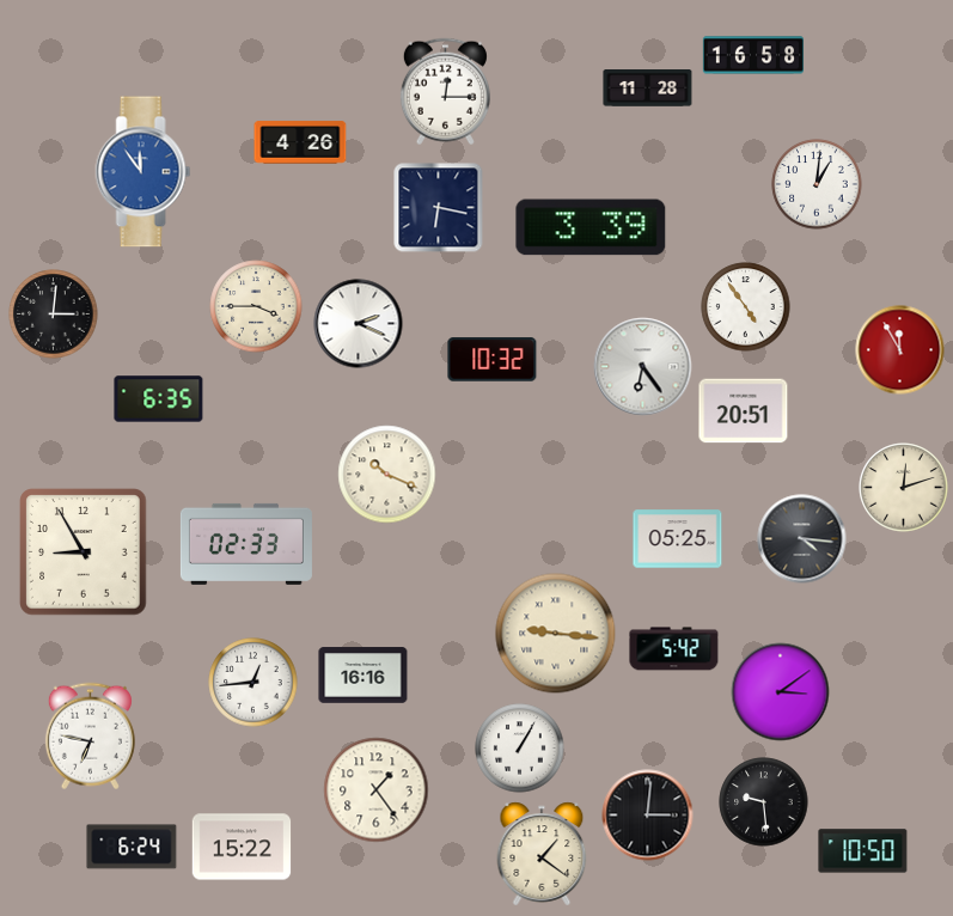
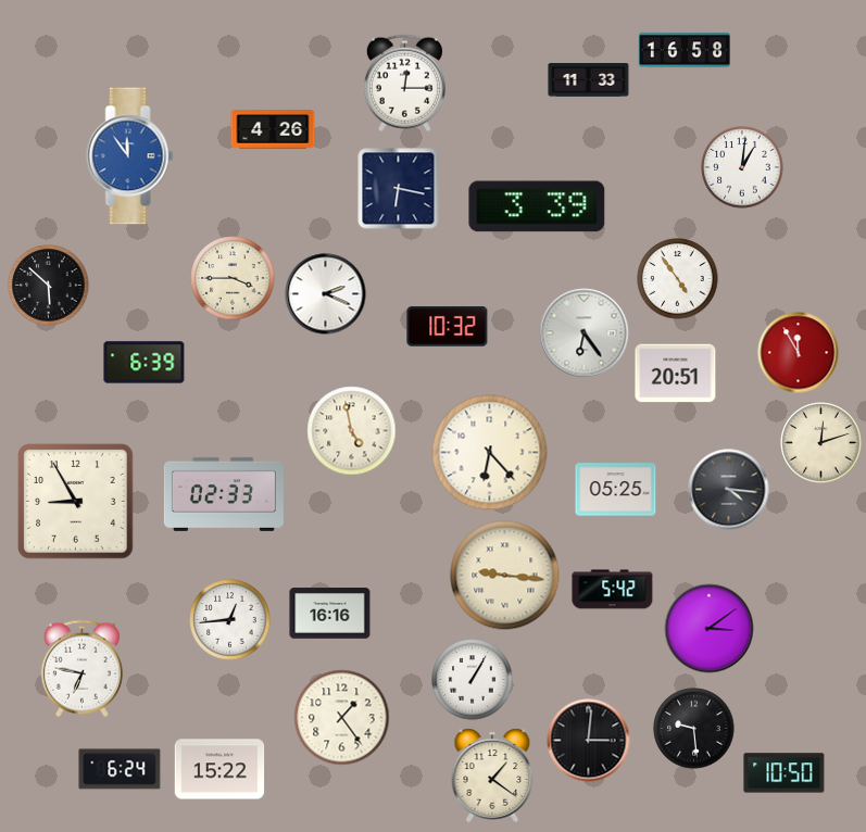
clock at (648, 88): 11:28 -> 11:33
clock at (54, 315): 3:01 -> 5:52
clock at (900, 350) position: (900, 350) -> (799, 353)
clock at (159, 399): 6:35 -> 6:39
clock at (387, 475): 10:19 -> 4:58
clock at (490, 453): none -> 6:23
